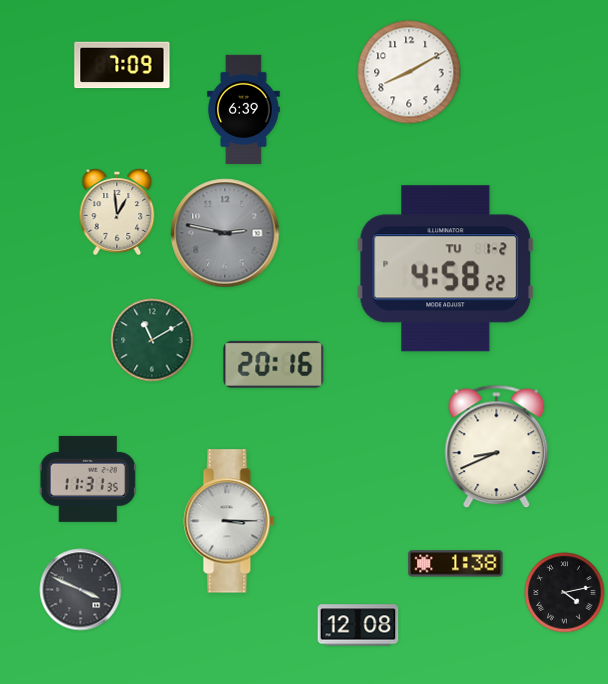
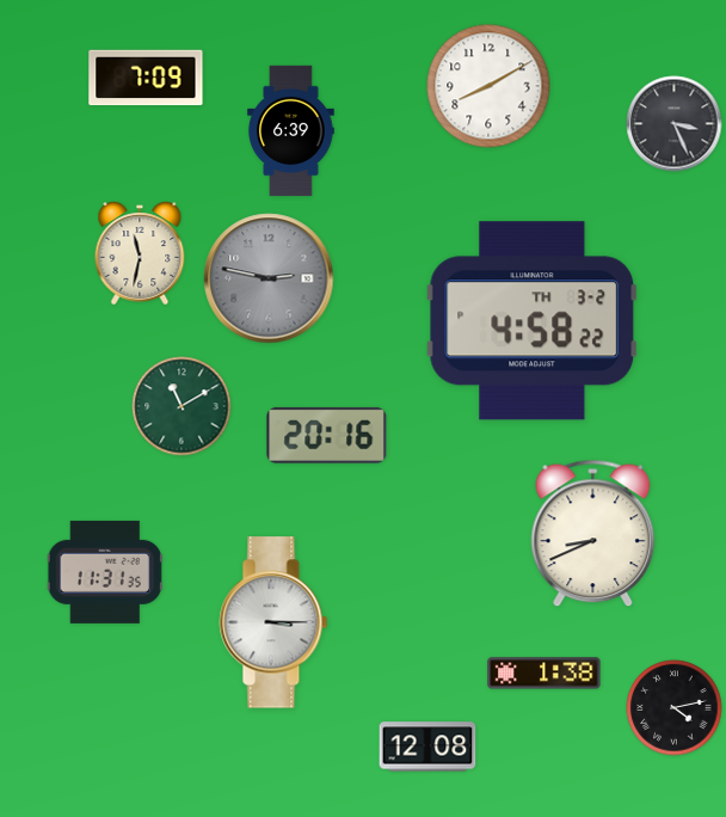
clock at (675, 124): none -> 3:26
clock at (117, 212): 12:59 -> 11:32
clock at (446, 269) date: TU 1-2 -> TH 3-2
clock at (81, 590): 3:49 -> none
